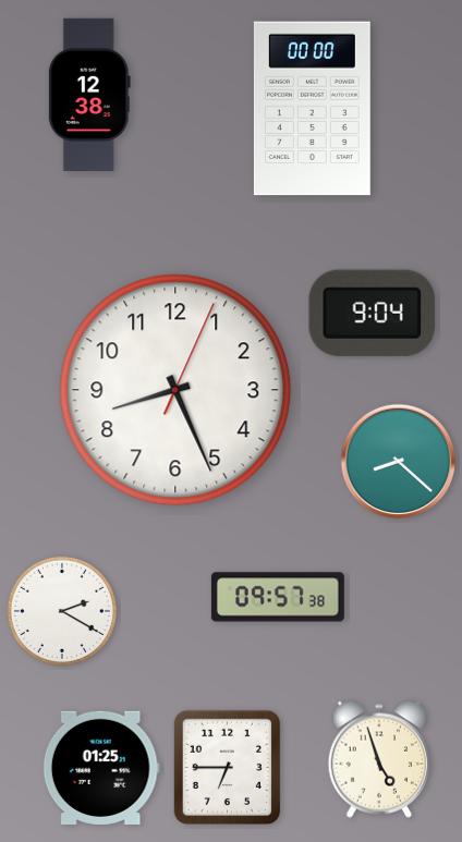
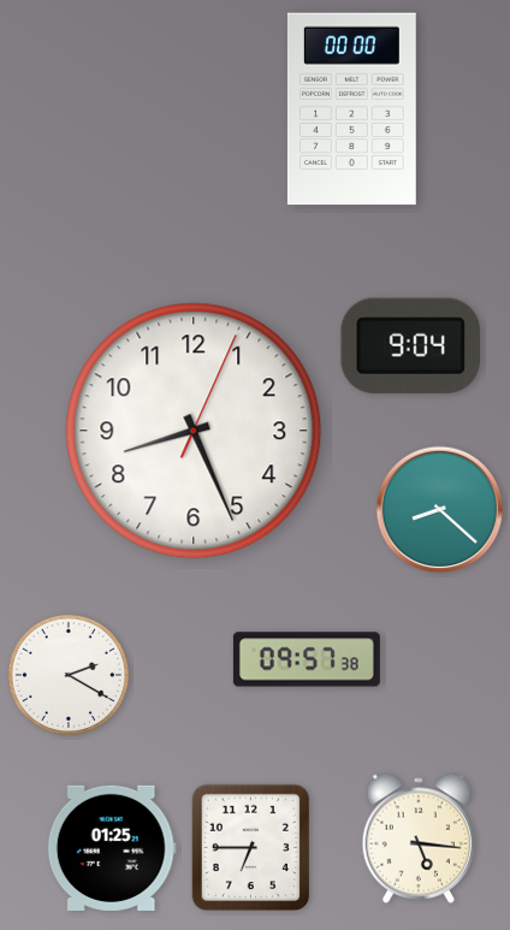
clock at (89, 94): 12:38 -> none
clock at (312, 109) position: (312, 109) -> (351, 109)
clock at (378, 759): 4:57 -> 5:16
